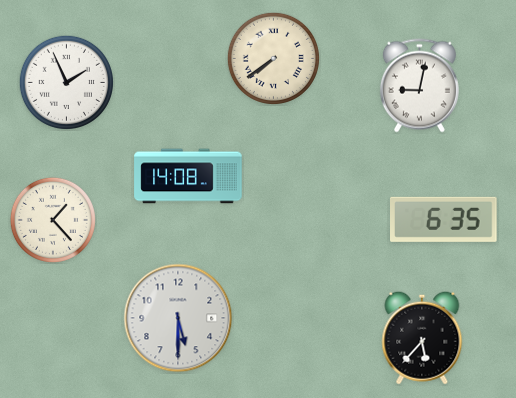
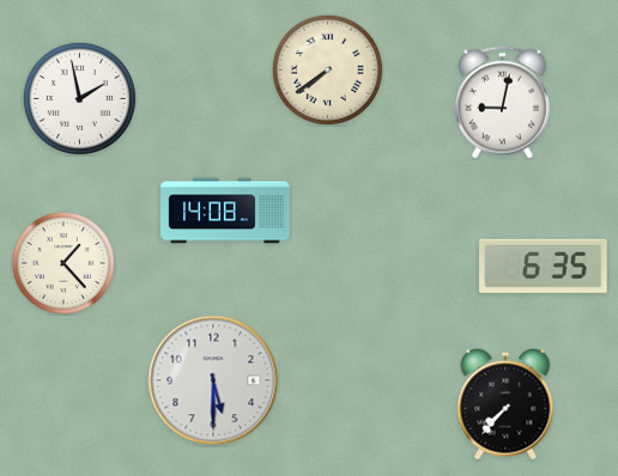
clock at (66, 82): 1:56 -> 1:58
clock at (444, 219) position: (444, 219) -> (544, 266)
clock at (422, 338): 5:37 -> 7:37
